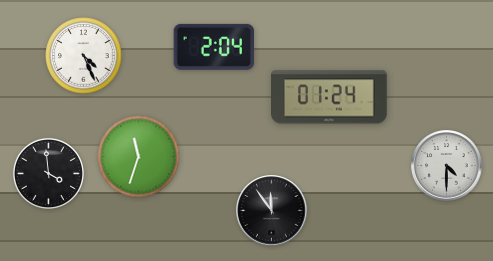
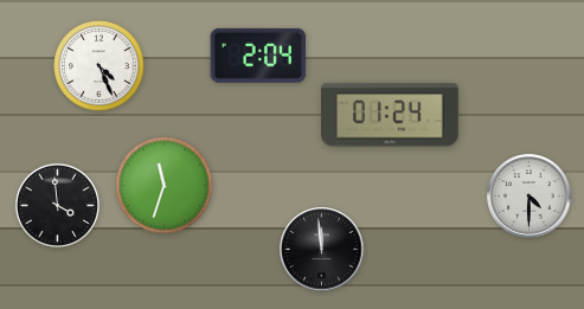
clock at (214, 47) position: (214, 47) -> (258, 56)
clock at (272, 211): 11:54 -> 11:59
